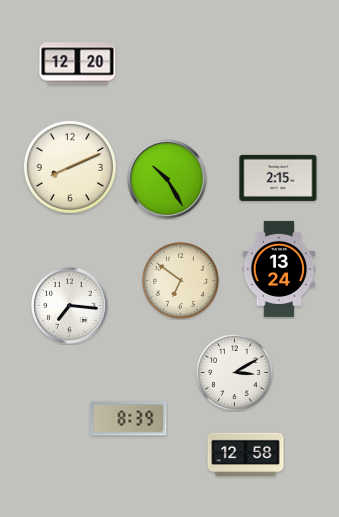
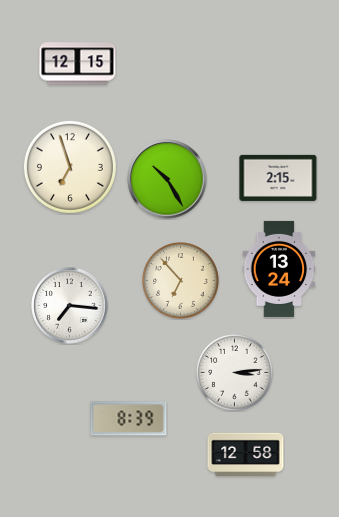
clock at (78, 64): 12:20 -> 12:15
clock at (70, 167): 8:11 -> 6:57
clock at (181, 281): 6:51 -> 6:53
clock at (235, 373): 3:10 -> 3:14
